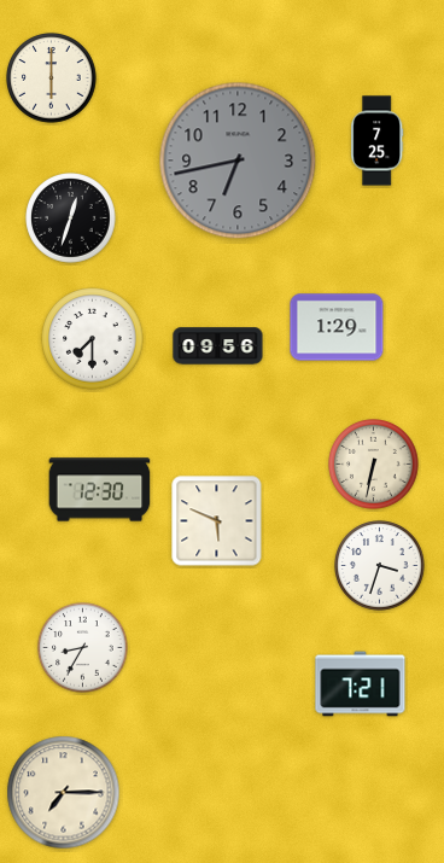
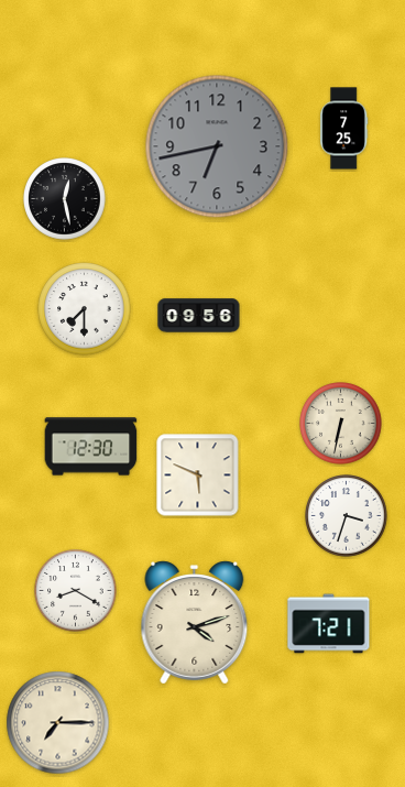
clock at (52, 78): 6:00 -> none
clock at (71, 218): 12:33 -> 12:28
clock at (337, 327): 1:29 -> none
clock at (83, 648): 8:35 -> 8:20
clock at (195, 623): none -> 4:12
